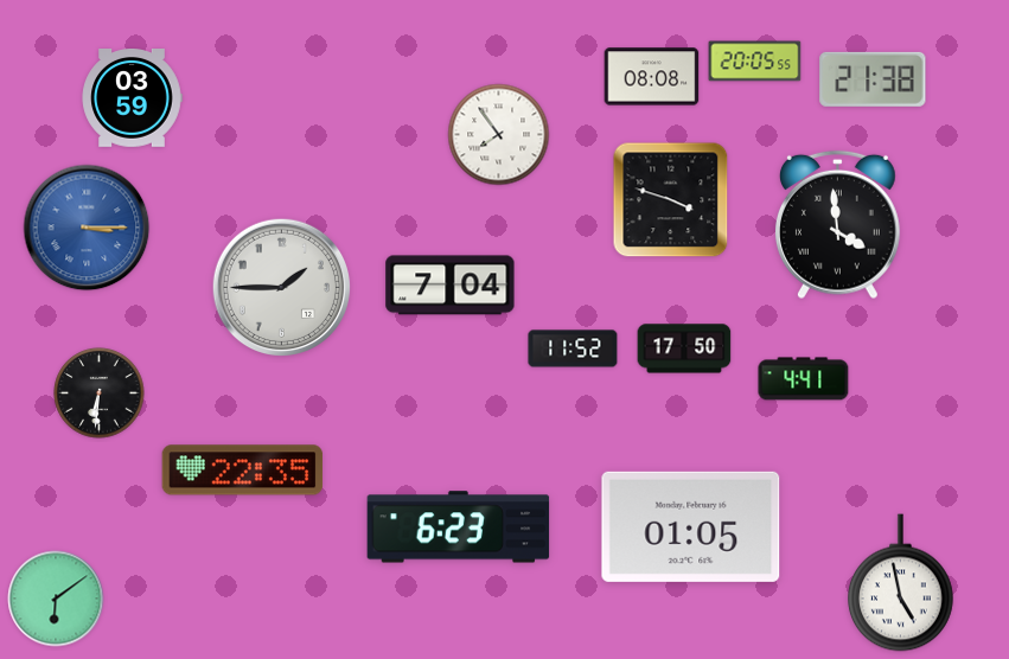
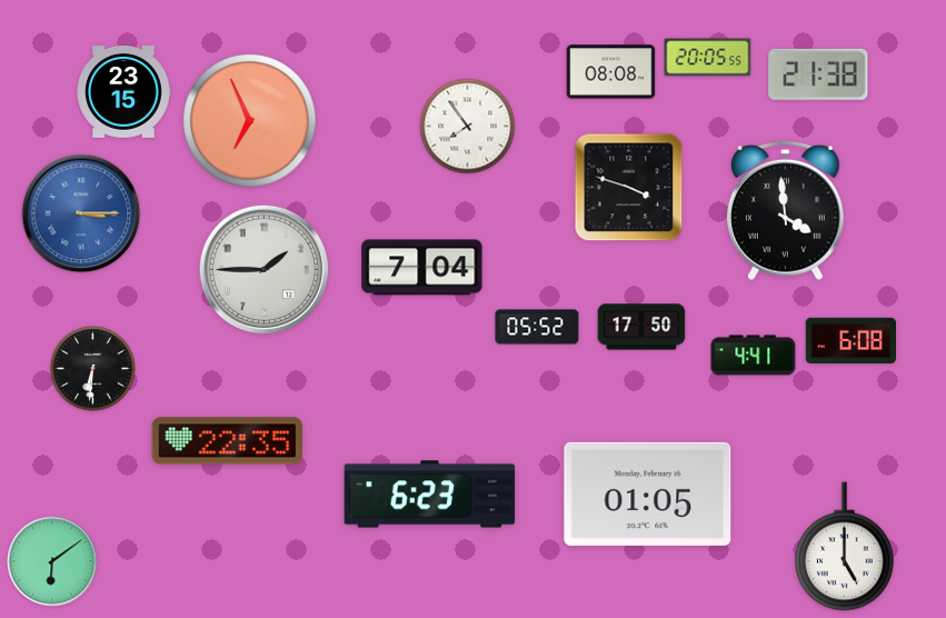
clock at (132, 98): 03:59 -> 23:15
clock at (250, 121): none -> 6:56
clock at (573, 348): 11:52 -> 05:52
clock at (852, 340): none -> 6:08
clock at (901, 583): 4:58 -> 5:00
